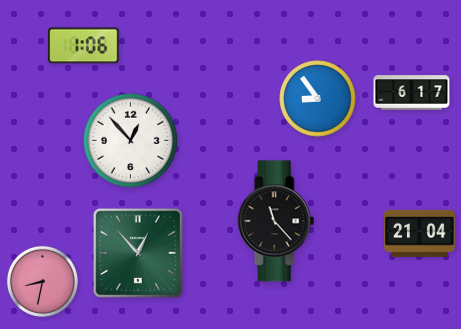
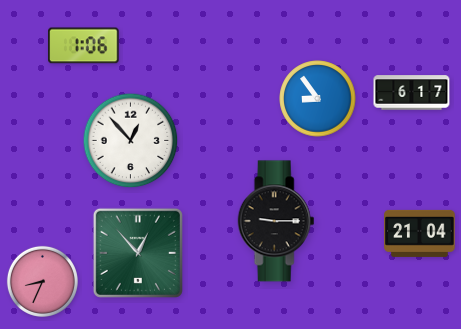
clock at (276, 221): 11:23 -> 9:15
clock at (42, 281): 8:32 -> 8:34
